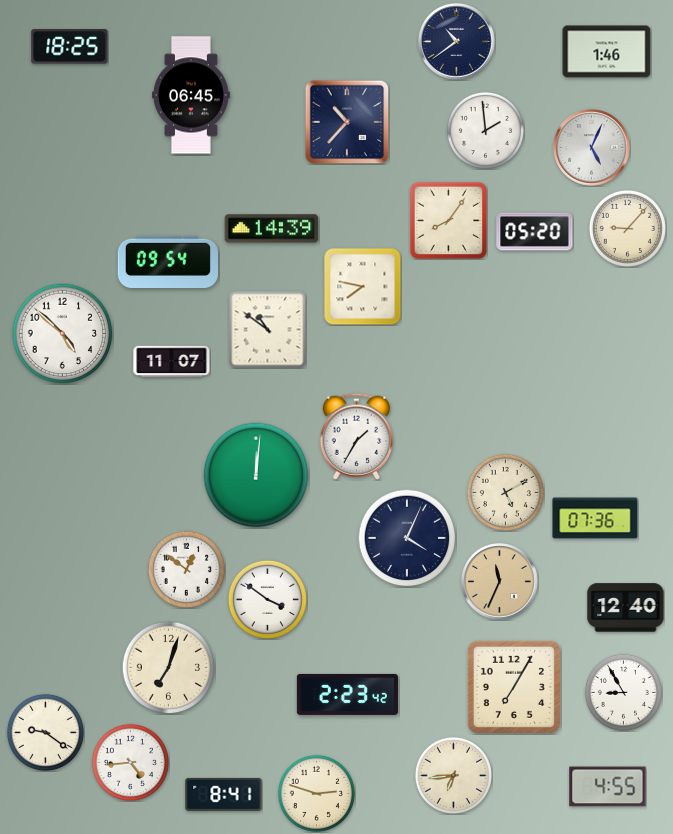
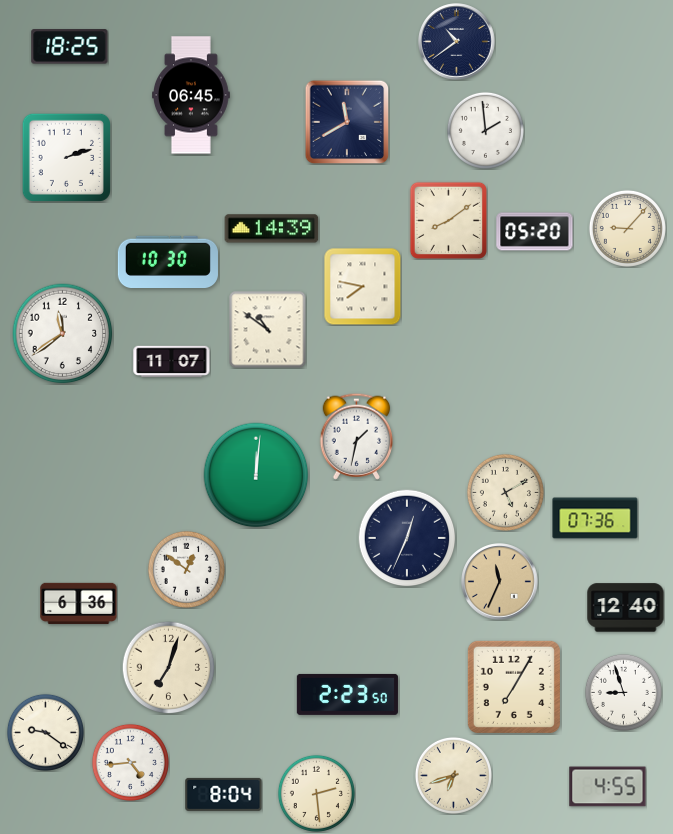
clock at (607, 52): 1:46 -> none
clock at (347, 122): 10:37 -> 11:40
clock at (592, 148): 5:04 -> none
clock at (66, 157): none -> 2:12
clock at (448, 220): 8:06 -> 8:09
clock at (168, 262): 09:54 -> 10:30
clock at (63, 334): 4:52 -> 11:39
clock at (356, 436): 1:35 -> 1:32
clock at (407, 538): 4:04 -> 12:34
clock at (267, 599): 3:51 -> none
clock at (79, 603): none -> 6:36
clock at (623, 692): 8:55 -> 8:57
clock at (347, 694): 2:23:42 -> 2:23:50
clock at (453, 775): 6:44 -> 6:42
clock at (316, 793): 2:48 -> 2:29
clock at (224, 794): 8:41 -> 8:04
